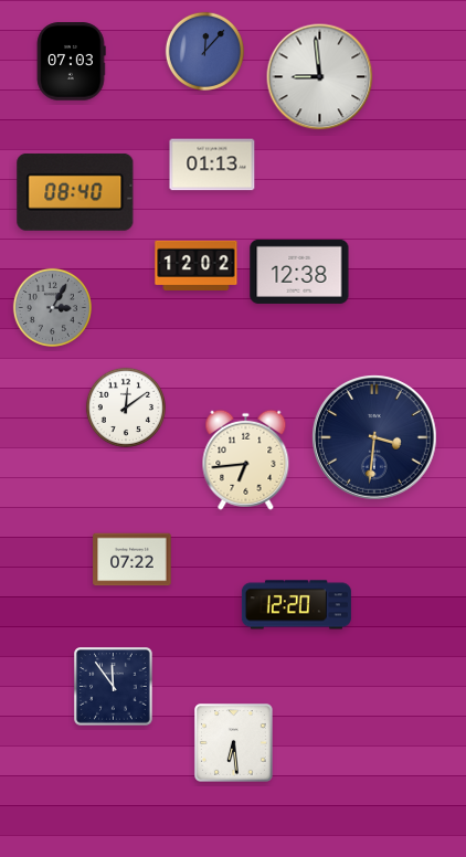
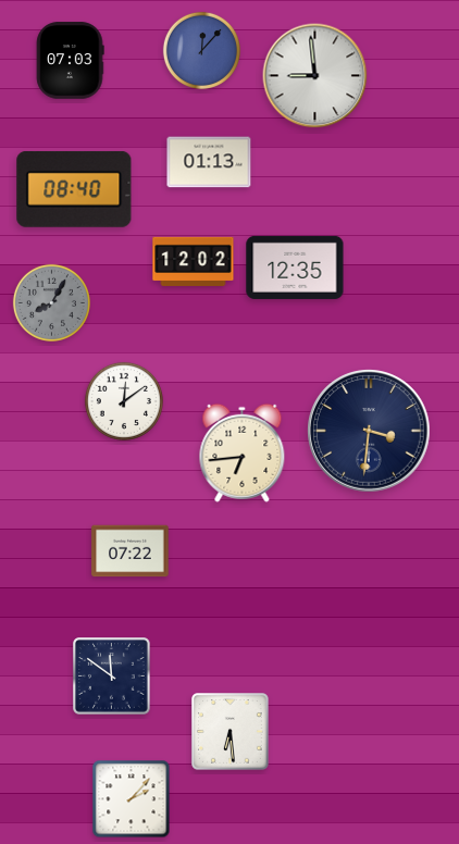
clock at (299, 272): 12:38 -> 12:35
clock at (52, 307): 3:05 -> 8:05
clock at (296, 605): 12:20 -> none
clock at (114, 687): 11:54 -> 11:51
clock at (132, 799): none -> 2:07
